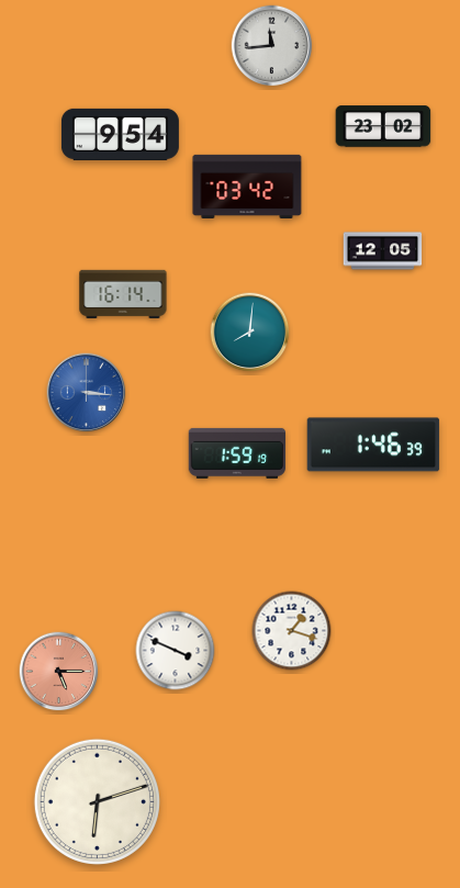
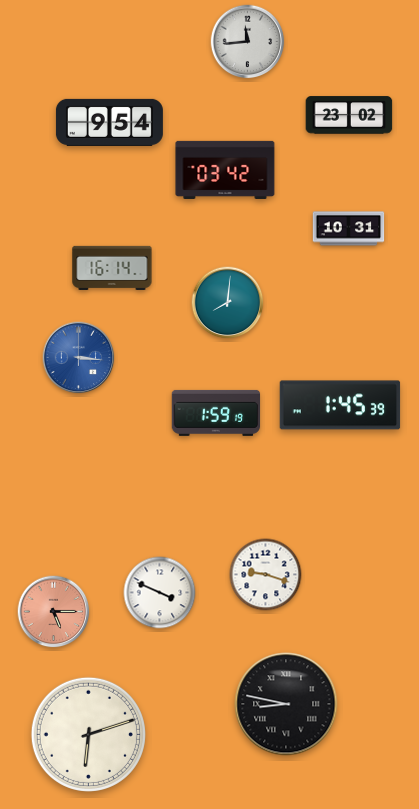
clock at (383, 251): 12:05 -> 10:31
clock at (373, 445): 1:46 -> 1:45
clock at (292, 631): 1:18 -> 9:18
clock at (286, 704): none -> 8:47
clock at (97, 801) position: (97, 801) -> (88, 734)
